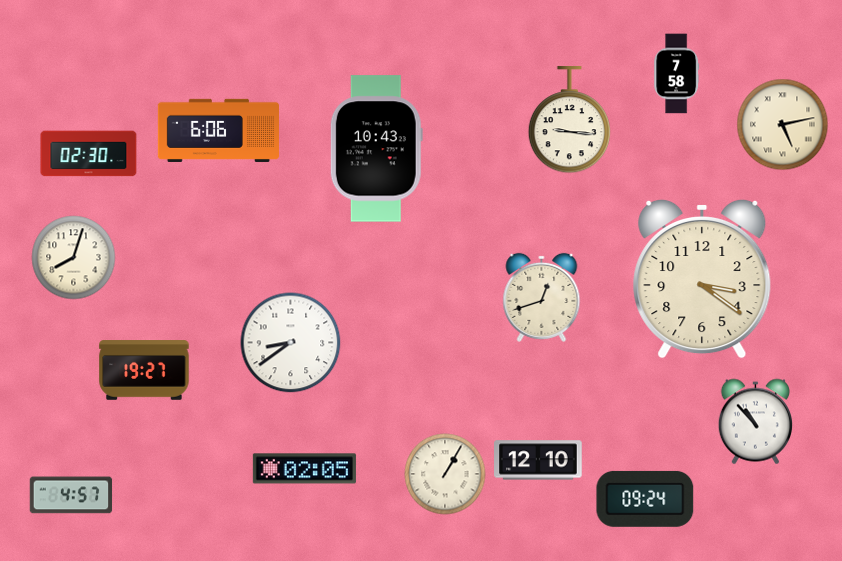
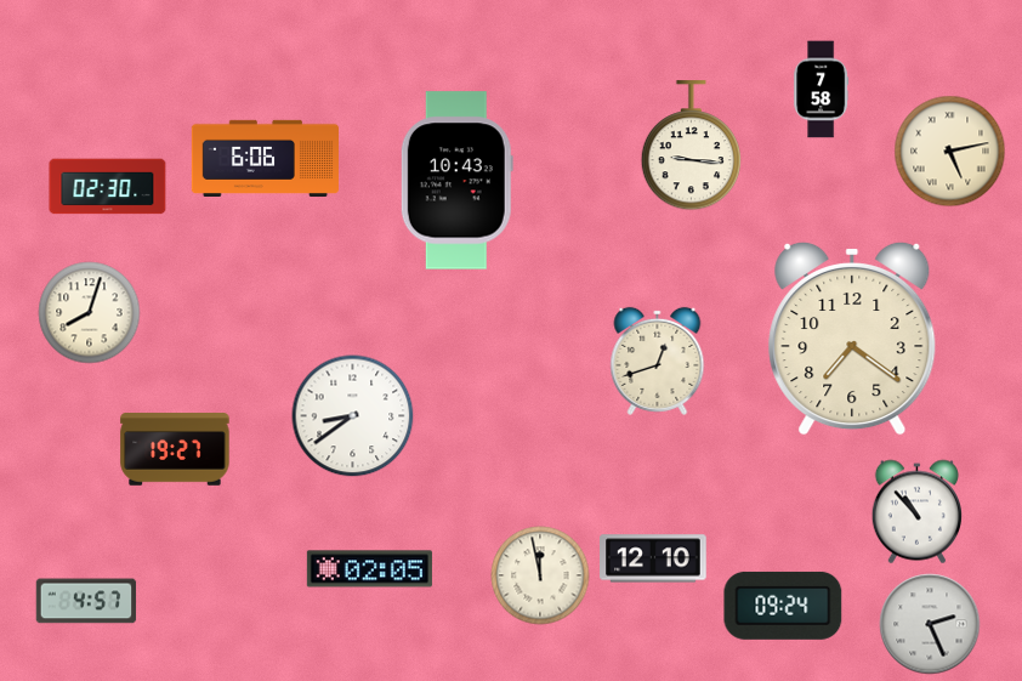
clock at (702, 279): 3:21 -> 7:21
clock at (445, 474): 1:05 -> 11:58
clock at (930, 624): none -> 2:26
